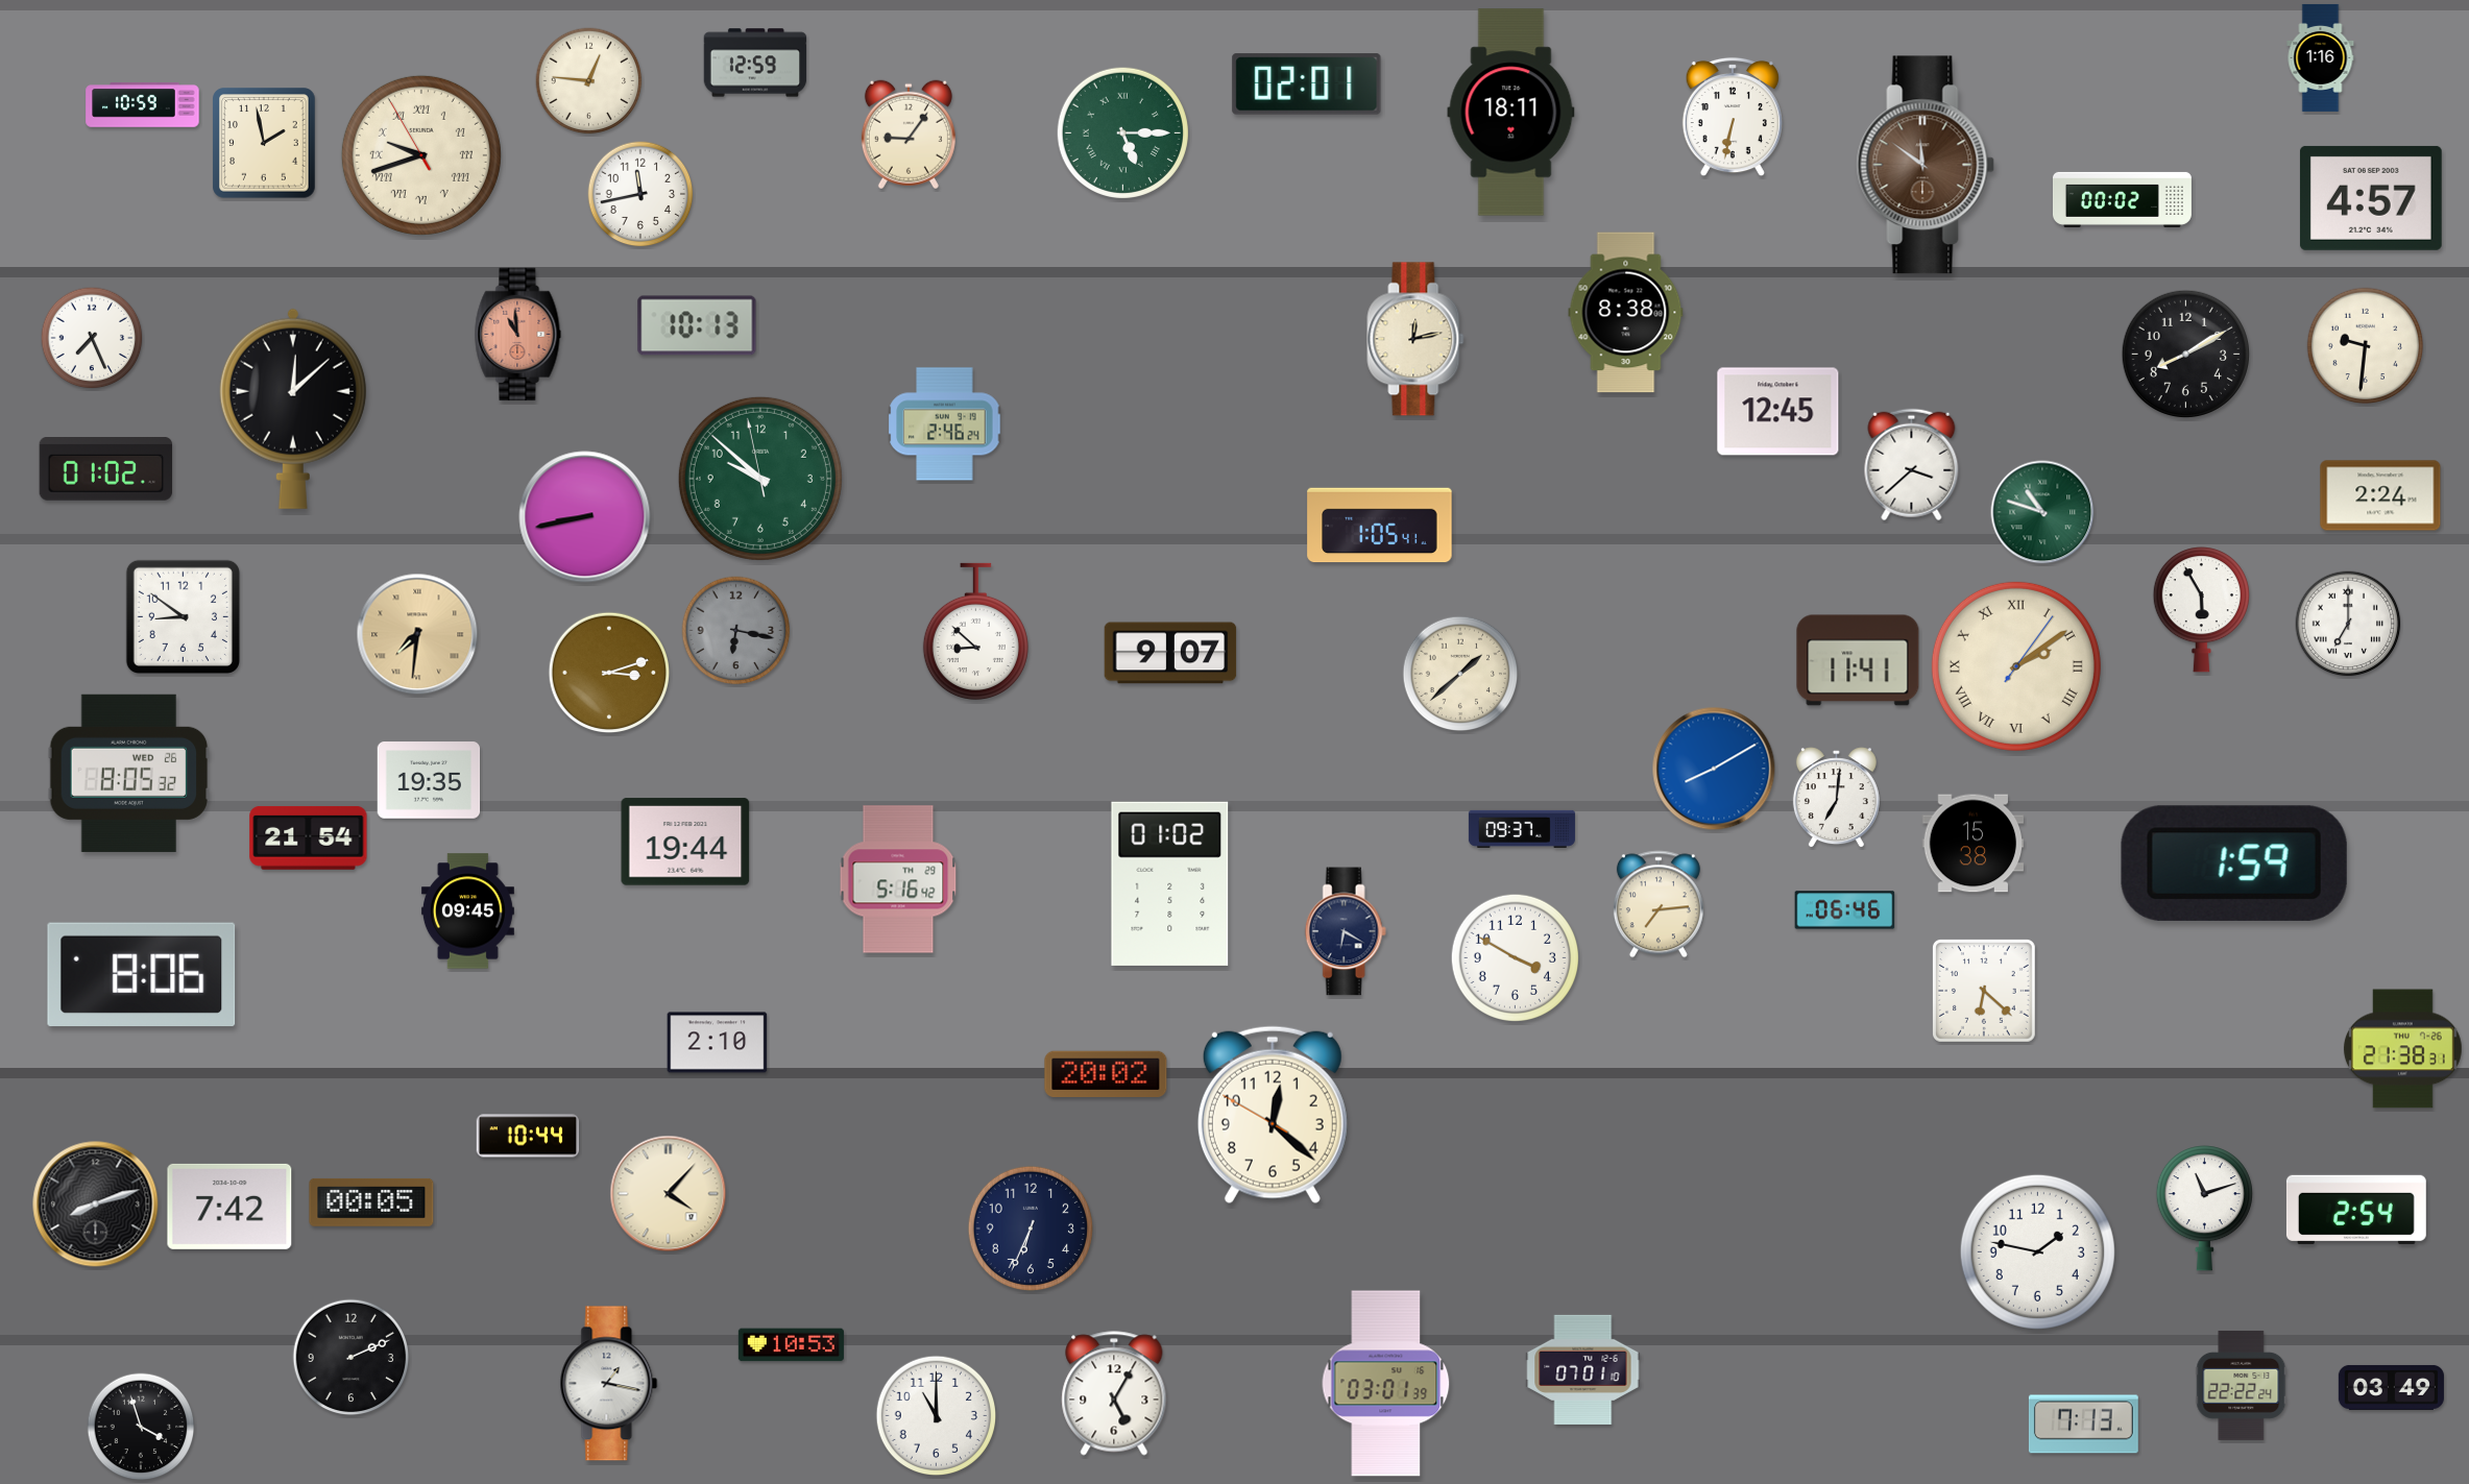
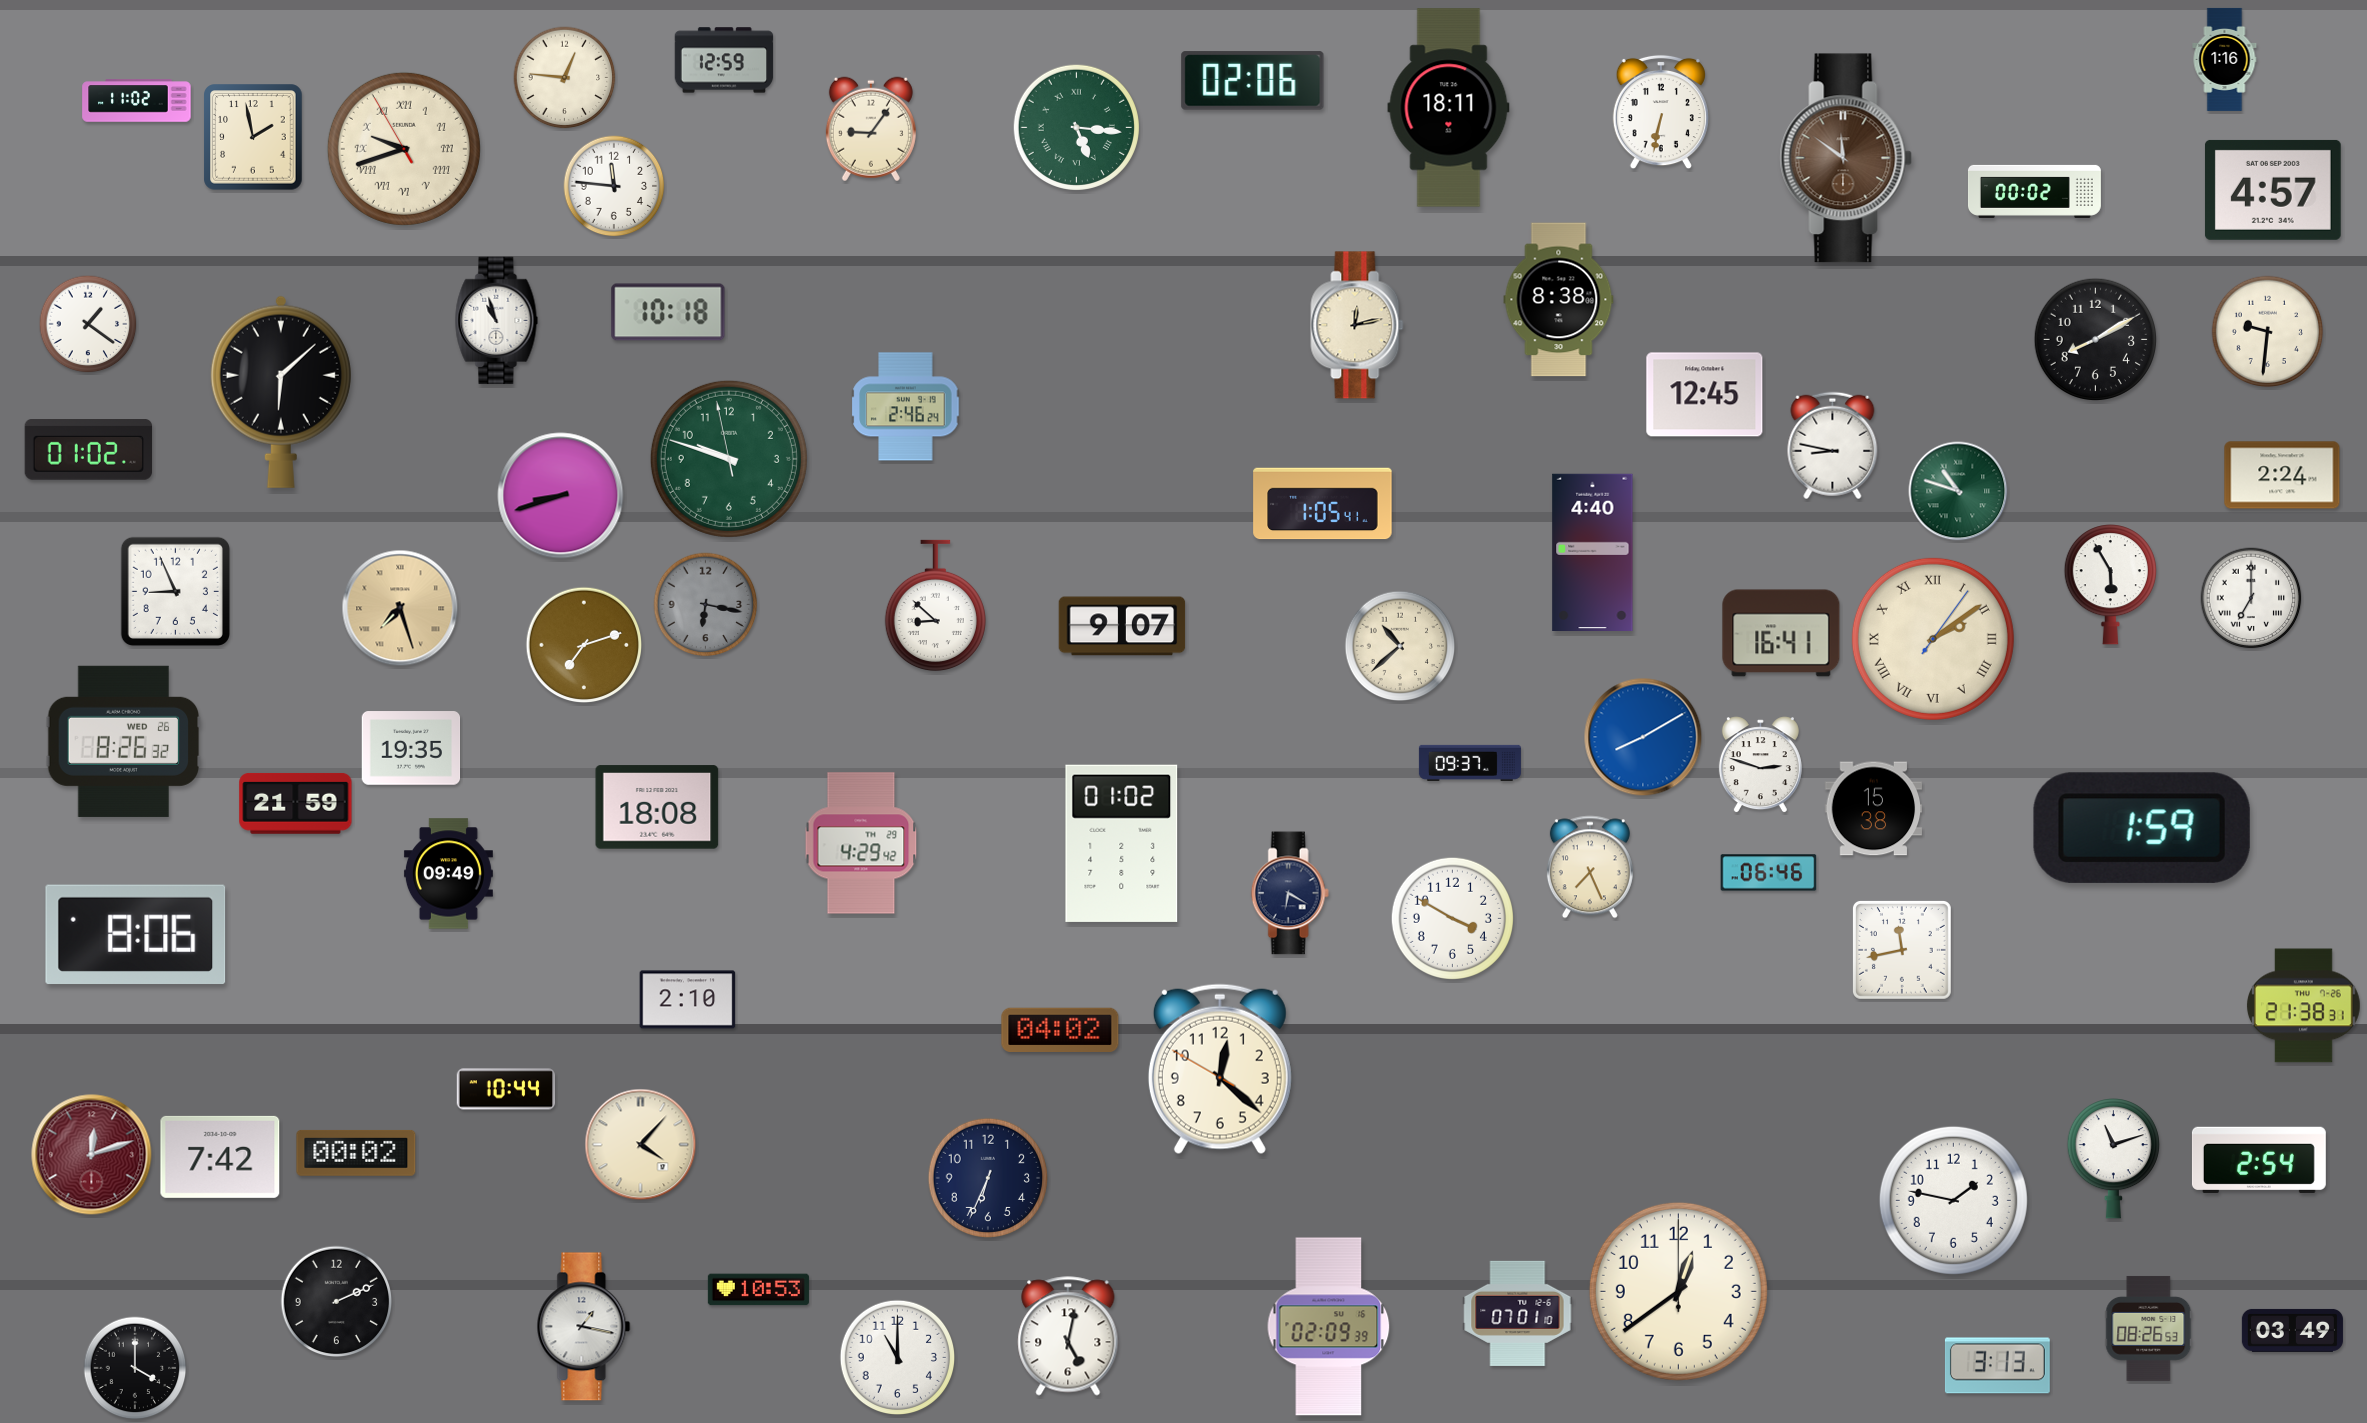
clock at (2321, 57) position: (2321, 57) -> (2225, 59)
clock at (1307, 84): 02:01 -> 02:06
clock at (143, 105): 10:59 -> 11:02
clock at (1122, 132): 5:15 -> 5:16
clock at (640, 194): 11:43 -> 11:46
clock at (697, 325): 10:13 -> 10:18
clock at (518, 335): 10:59 -> 10:57
clock at (518, 335) dial: salmon -> white
clock at (92, 338): 7:26 -> 1:21
clock at (293, 409): 12:08 -> 6:08
clock at (1912, 465): 3:38 -> 8:47
clock at (105, 469) position: (105, 469) -> (88, 450)
clock at (760, 479): 9:51 -> 9:47
clock at (585, 517): 8:43 -> 8:42
clock at (1593, 552): none -> 4:40
clock at (183, 616): 8:51 -> 8:56
clock at (417, 634): 7:31 -> 7:27
clock at (1858, 660): 11:41 -> 16:41
clock at (609, 673): 3:12 -> 7:12
clock at (1460, 674): 1:38 -> 10:38
clock at (129, 773): 8:05 -> 8:26
clock at (1836, 798): 7:01 -> 2:48
clock at (1522, 829) position: (1522, 829) -> (1470, 763)
clock at (309, 837): 21:54 -> 21:59
clock at (685, 842): 19:44 -> 18:08
clock at (1974, 844) position: (1974, 844) -> (1874, 809)
clock at (898, 879): 5:16 -> 4:29
clock at (1170, 883) position: (1170, 883) -> (1122, 843)
clock at (1659, 904): 7:14 -> 7:26
clock at (467, 911): 09:45 -> 09:49
clock at (1984, 991): 6:22 -> 11:43
clock at (1106, 1074): 20:02 -> 04:02
clock at (371, 1202): 00:05 -> 00:02
clock at (96, 1205): 8:12 -> 12:12
clock at (96, 1205) dial: black -> burgundy
clock at (1678, 1291): none -> 12:39
clock at (1386, 1384): 03:01 -> 02:09
clock at (2242, 1385): 22:22 -> 08:26
clock at (1114, 1393): 5:05 -> 5:02
clock at (2083, 1425): 7:13 -> 3:13
clock at (141, 1427): 3:57 -> 4:00
